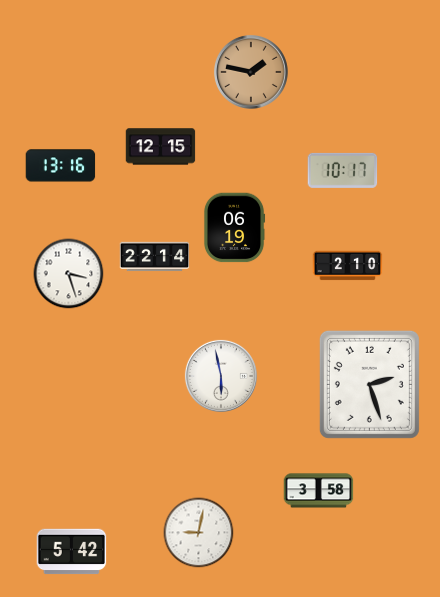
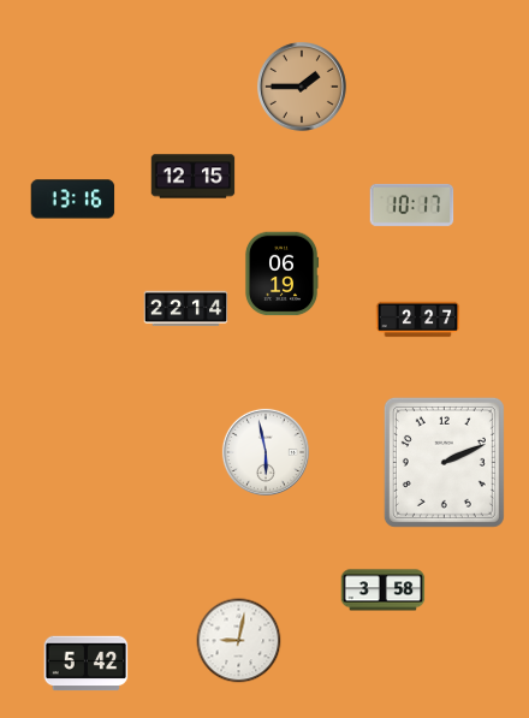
clock at (251, 72): 1:47 -> 1:45
clock at (348, 266): 2:10 -> 2:27
clock at (69, 274): 3:27 -> none
clock at (369, 384): 2:27 -> 2:11
